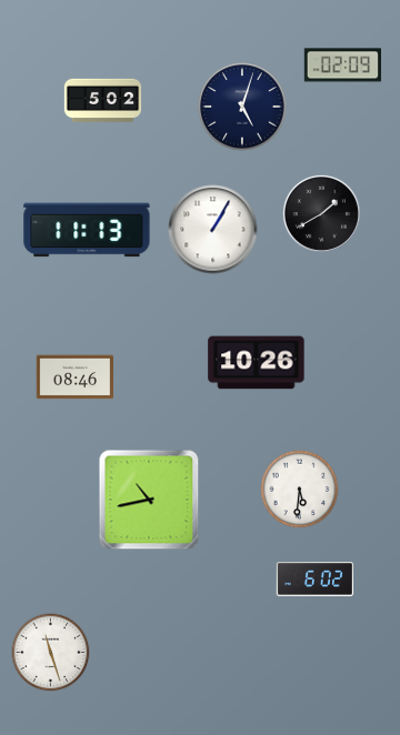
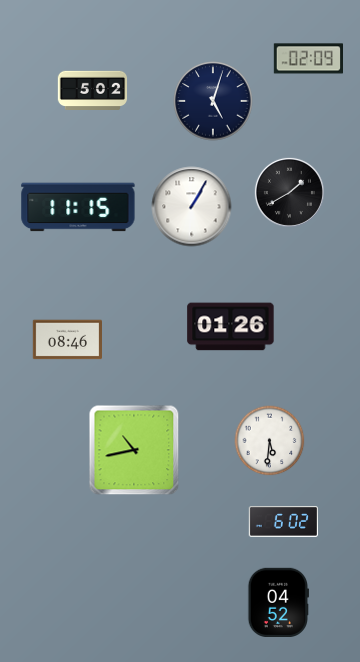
clock at (242, 107) position: (242, 107) -> (213, 101)
clock at (87, 230): 11:13 -> 11:15
clock at (257, 363): 10:26 -> 01:26
clock at (51, 653): 11:27 -> none
clock at (278, 602): none -> 04:52
